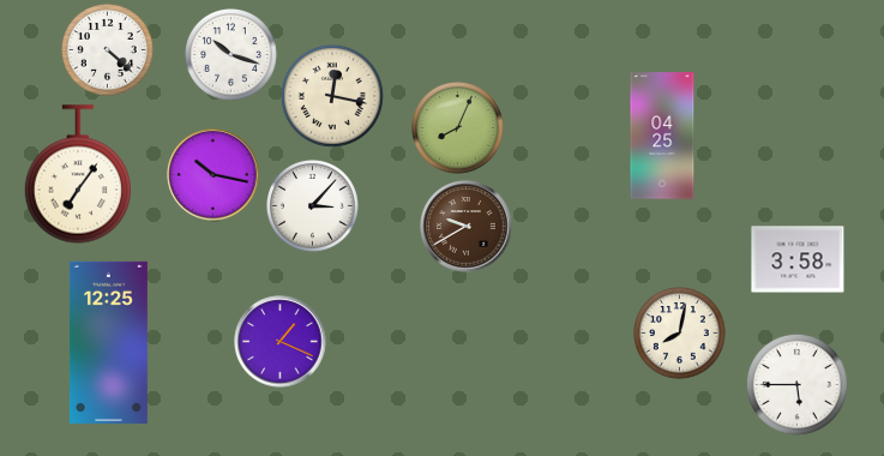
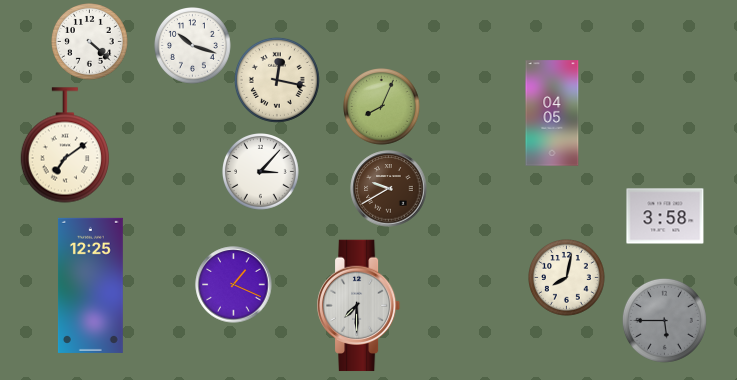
clock at (662, 136): 04:25 -> 04:05
clock at (77, 174): 7:06 -> 7:09
clock at (214, 175): 10:17 -> none
clock at (359, 306): none -> 7:30
clock at (796, 384) dial: white -> grey
